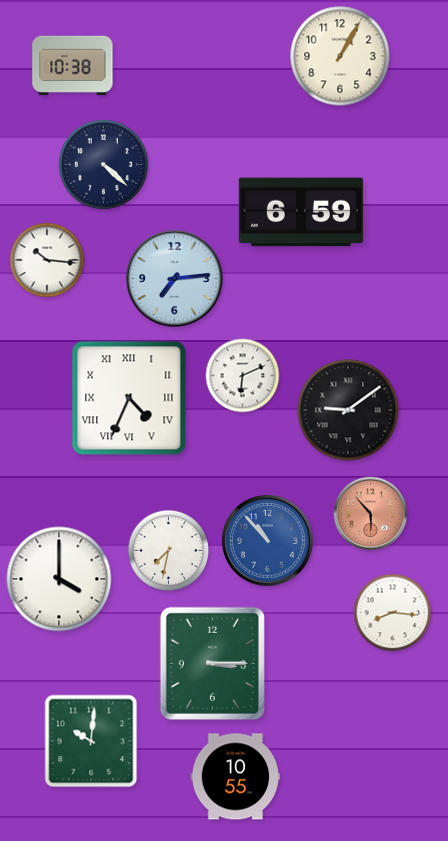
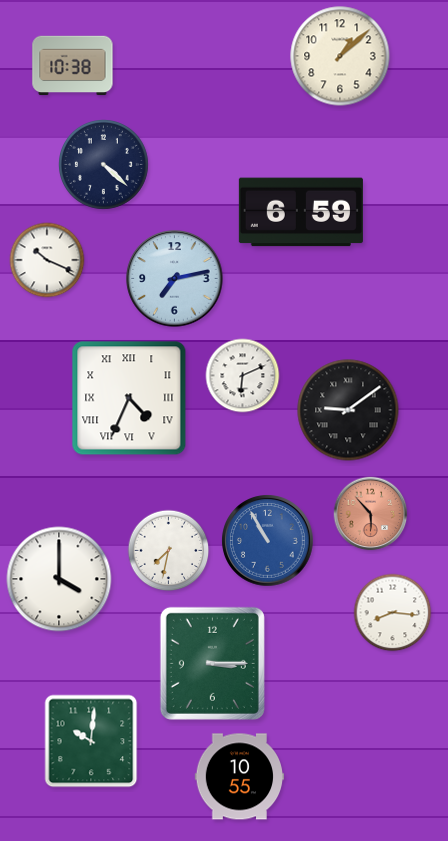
clock at (340, 56): 1:05 -> 1:08
clock at (47, 260): 10:16 -> 10:19
clock at (175, 279): 7:14 -> 7:13
clock at (268, 541): 10:53 -> 10:55
clock at (236, 777) position: (236, 777) -> (240, 777)
